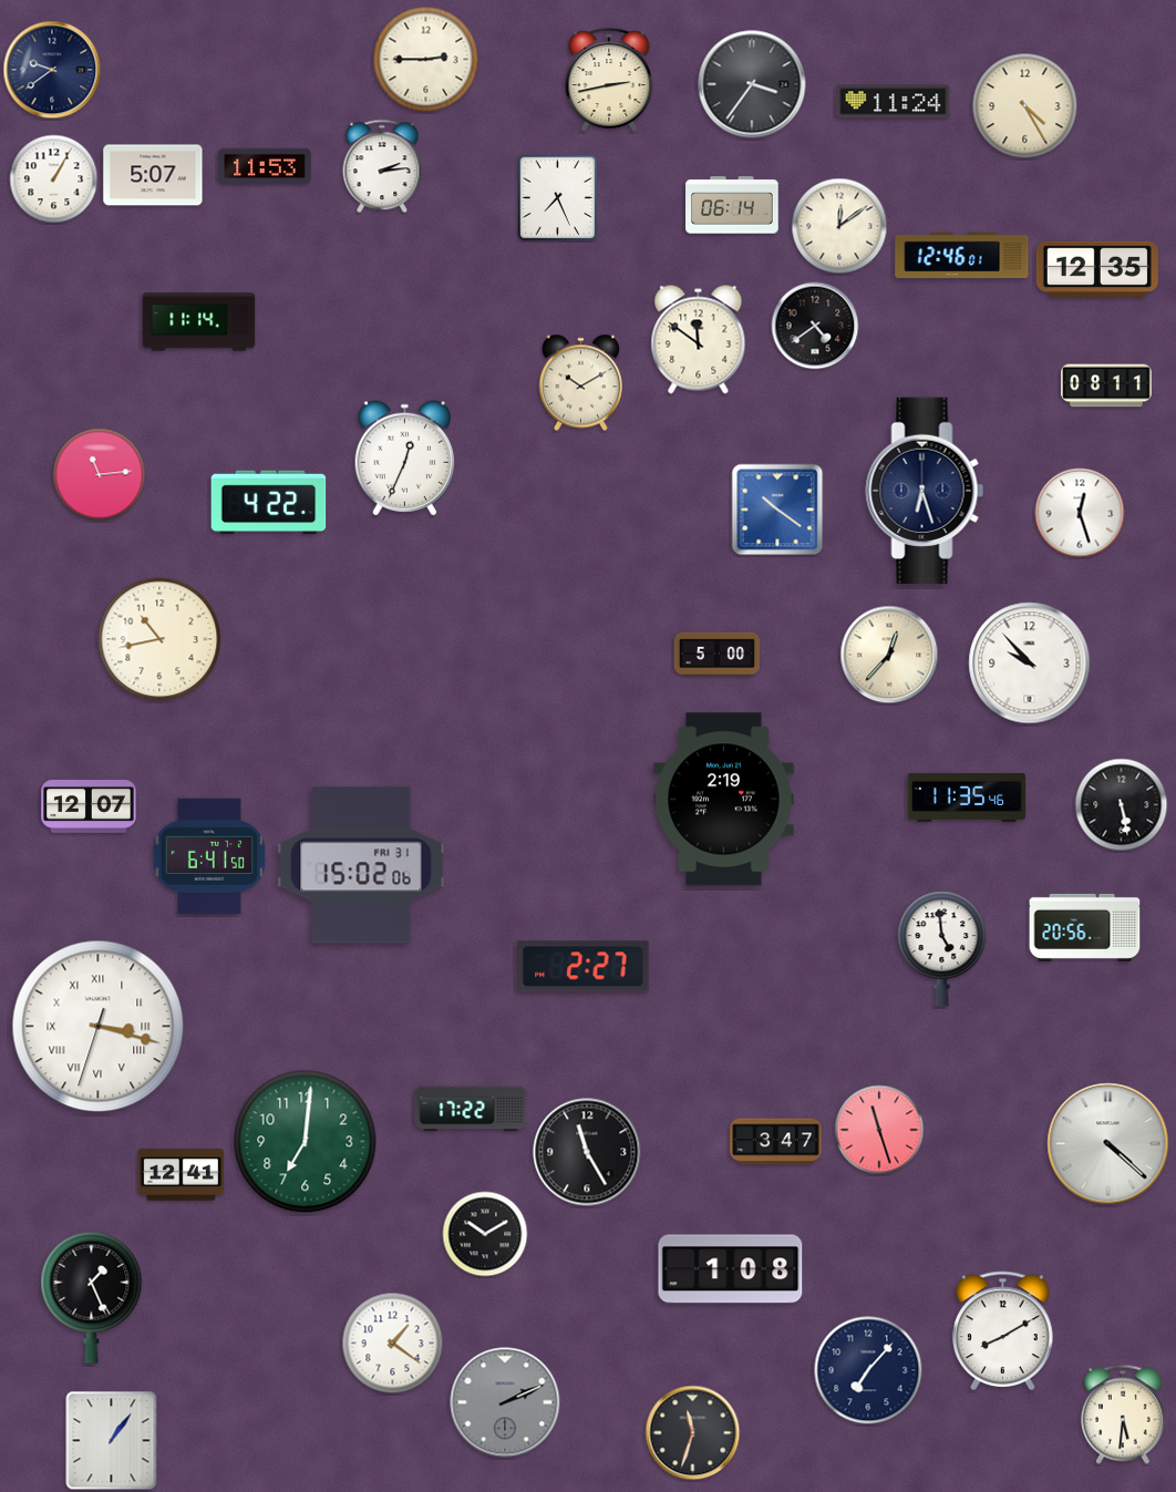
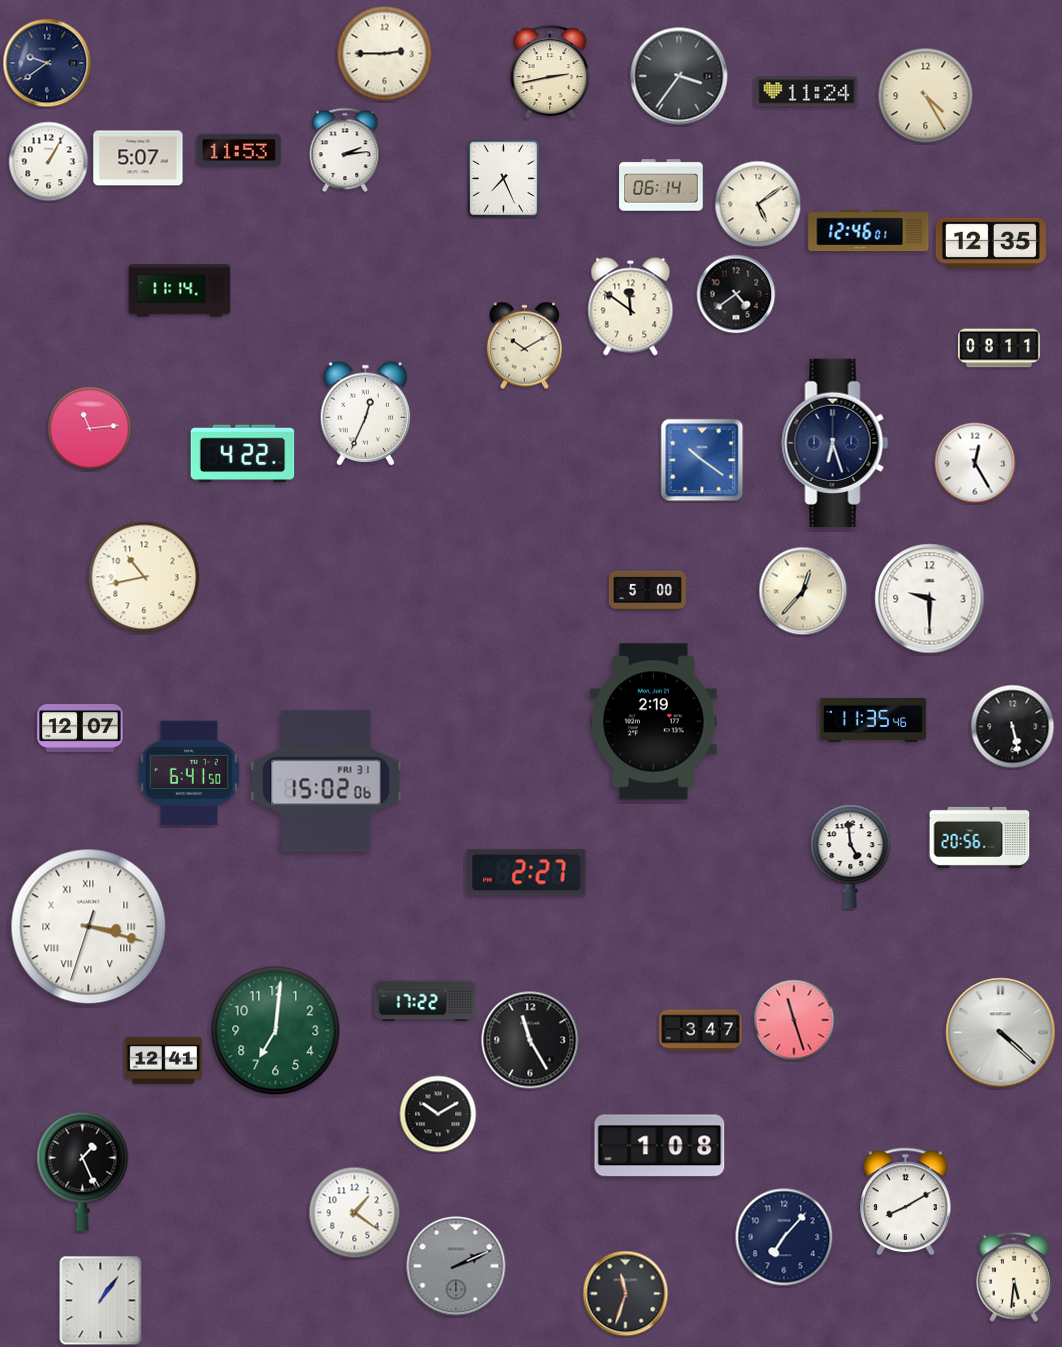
clock at (839, 226): 12:09 -> 5:09
clock at (1080, 513): 12:27 -> 12:25
clock at (1030, 663): 9:53 -> 9:30
